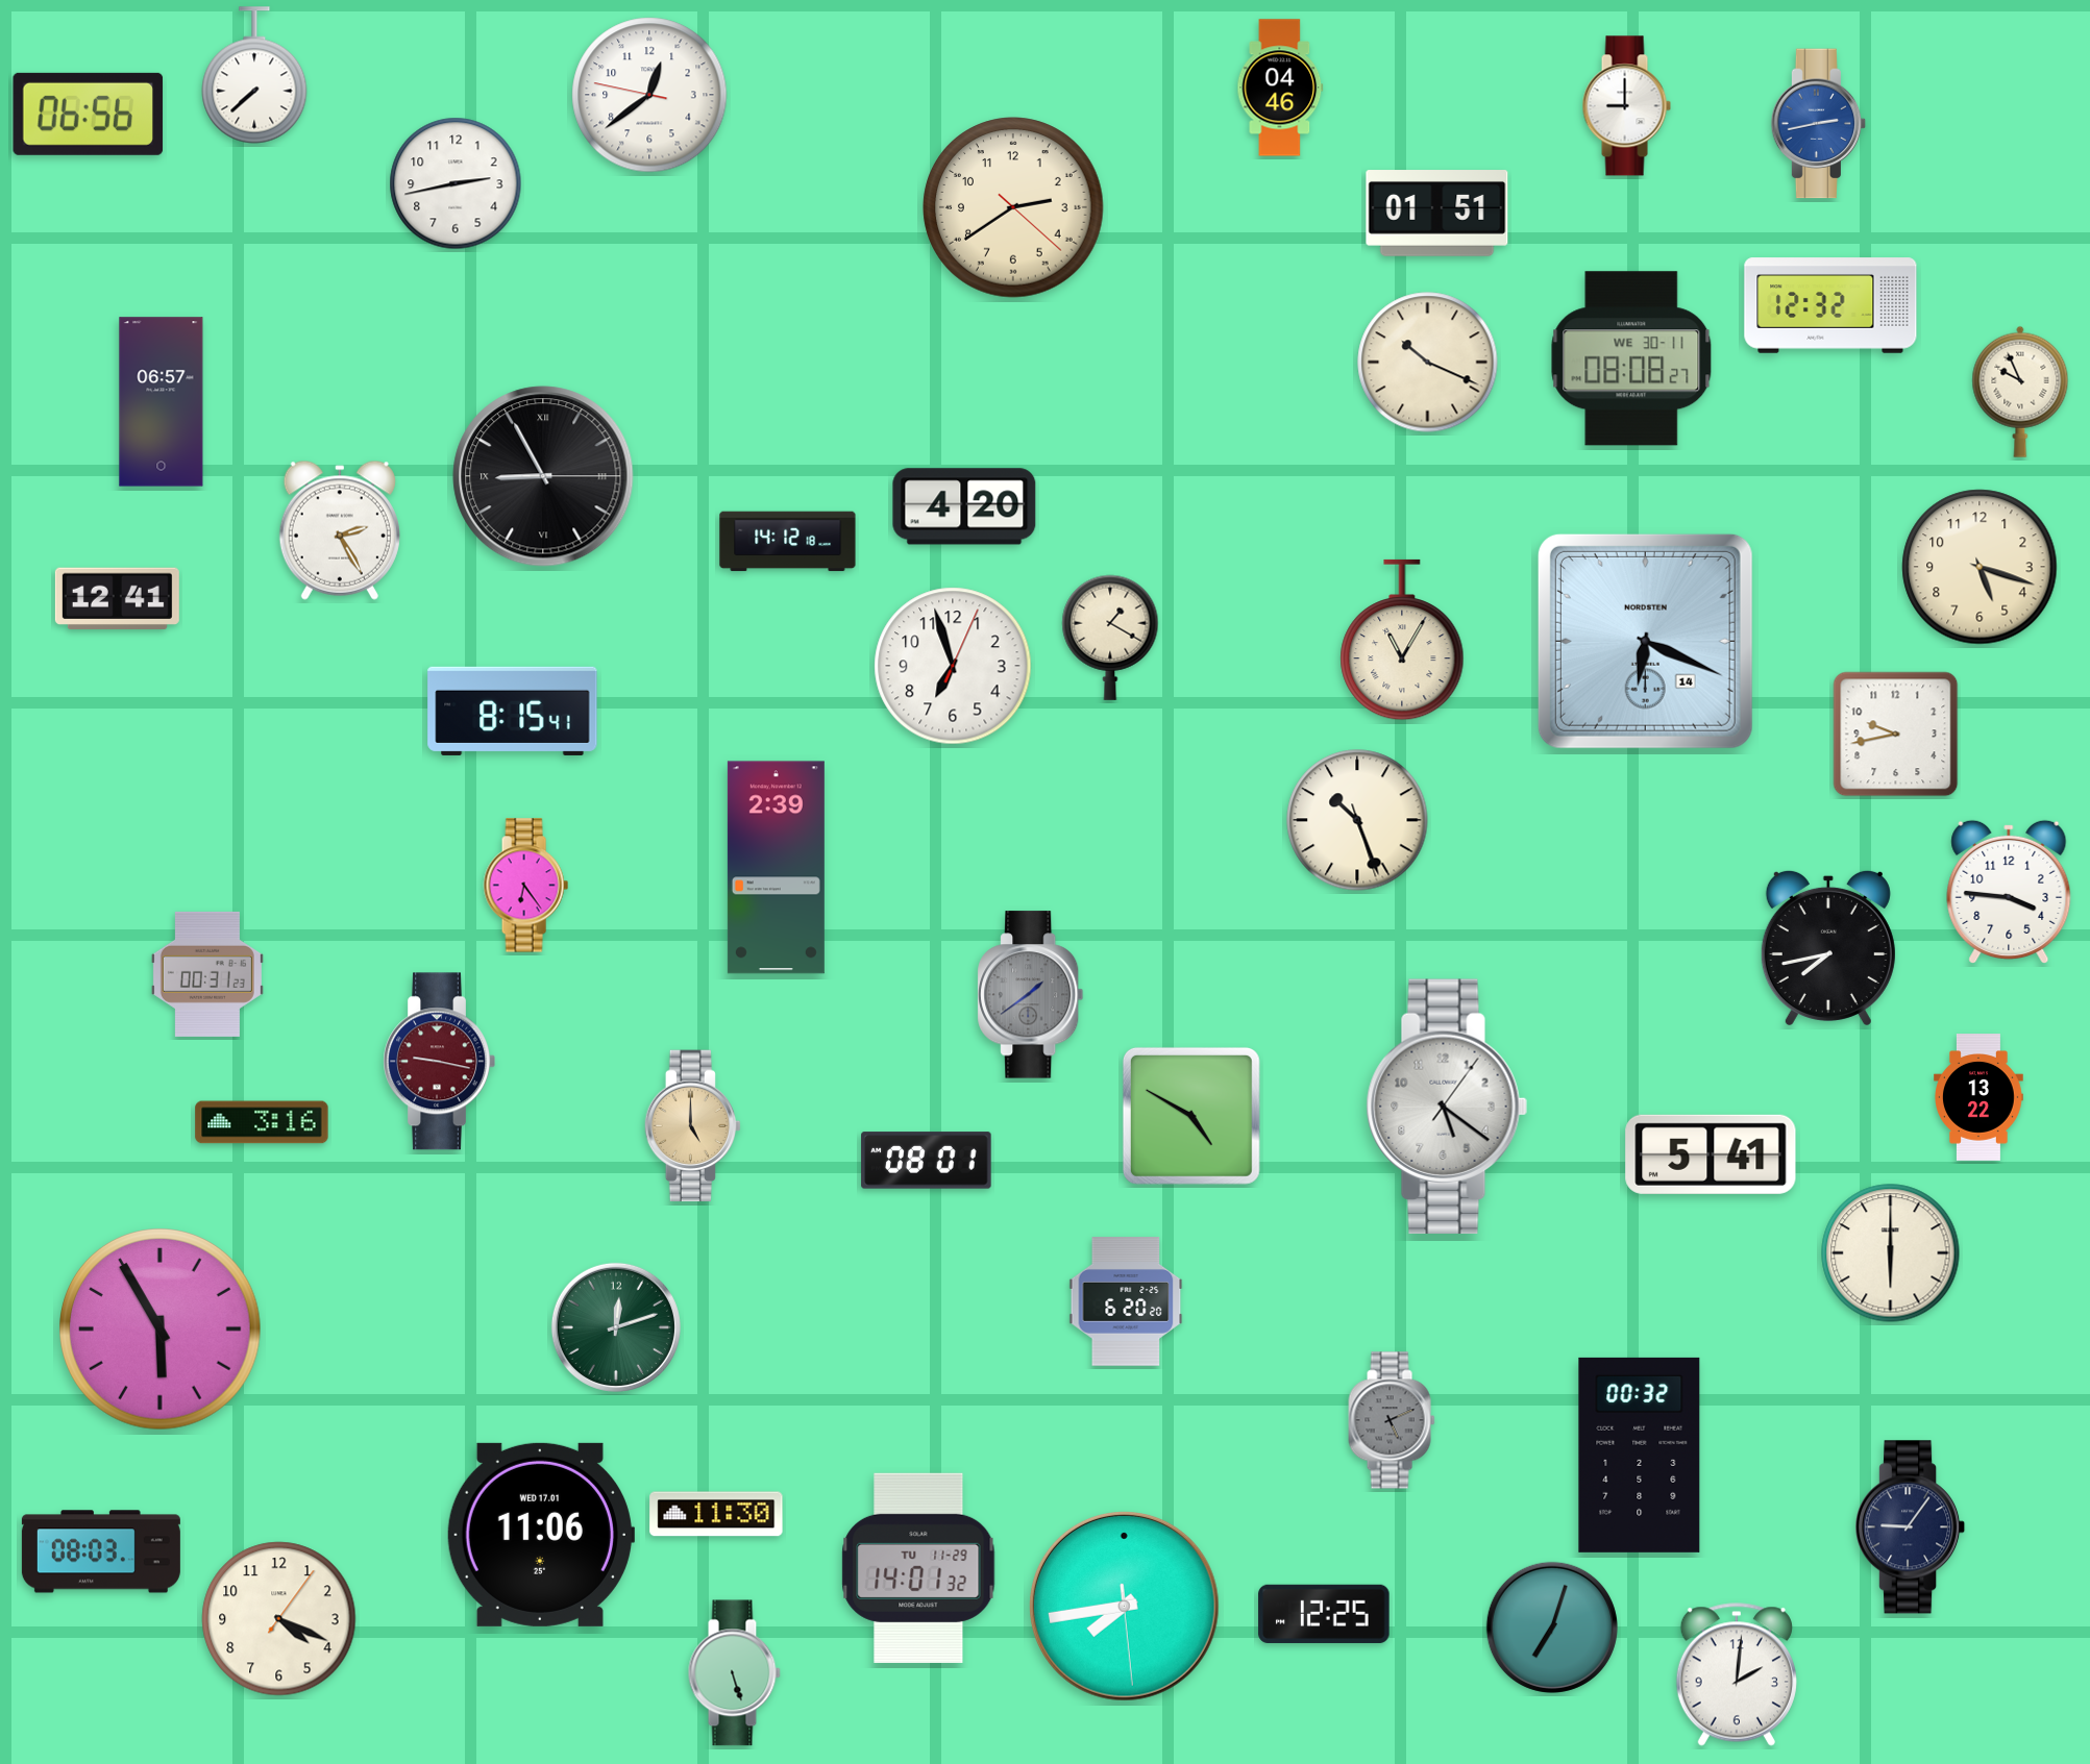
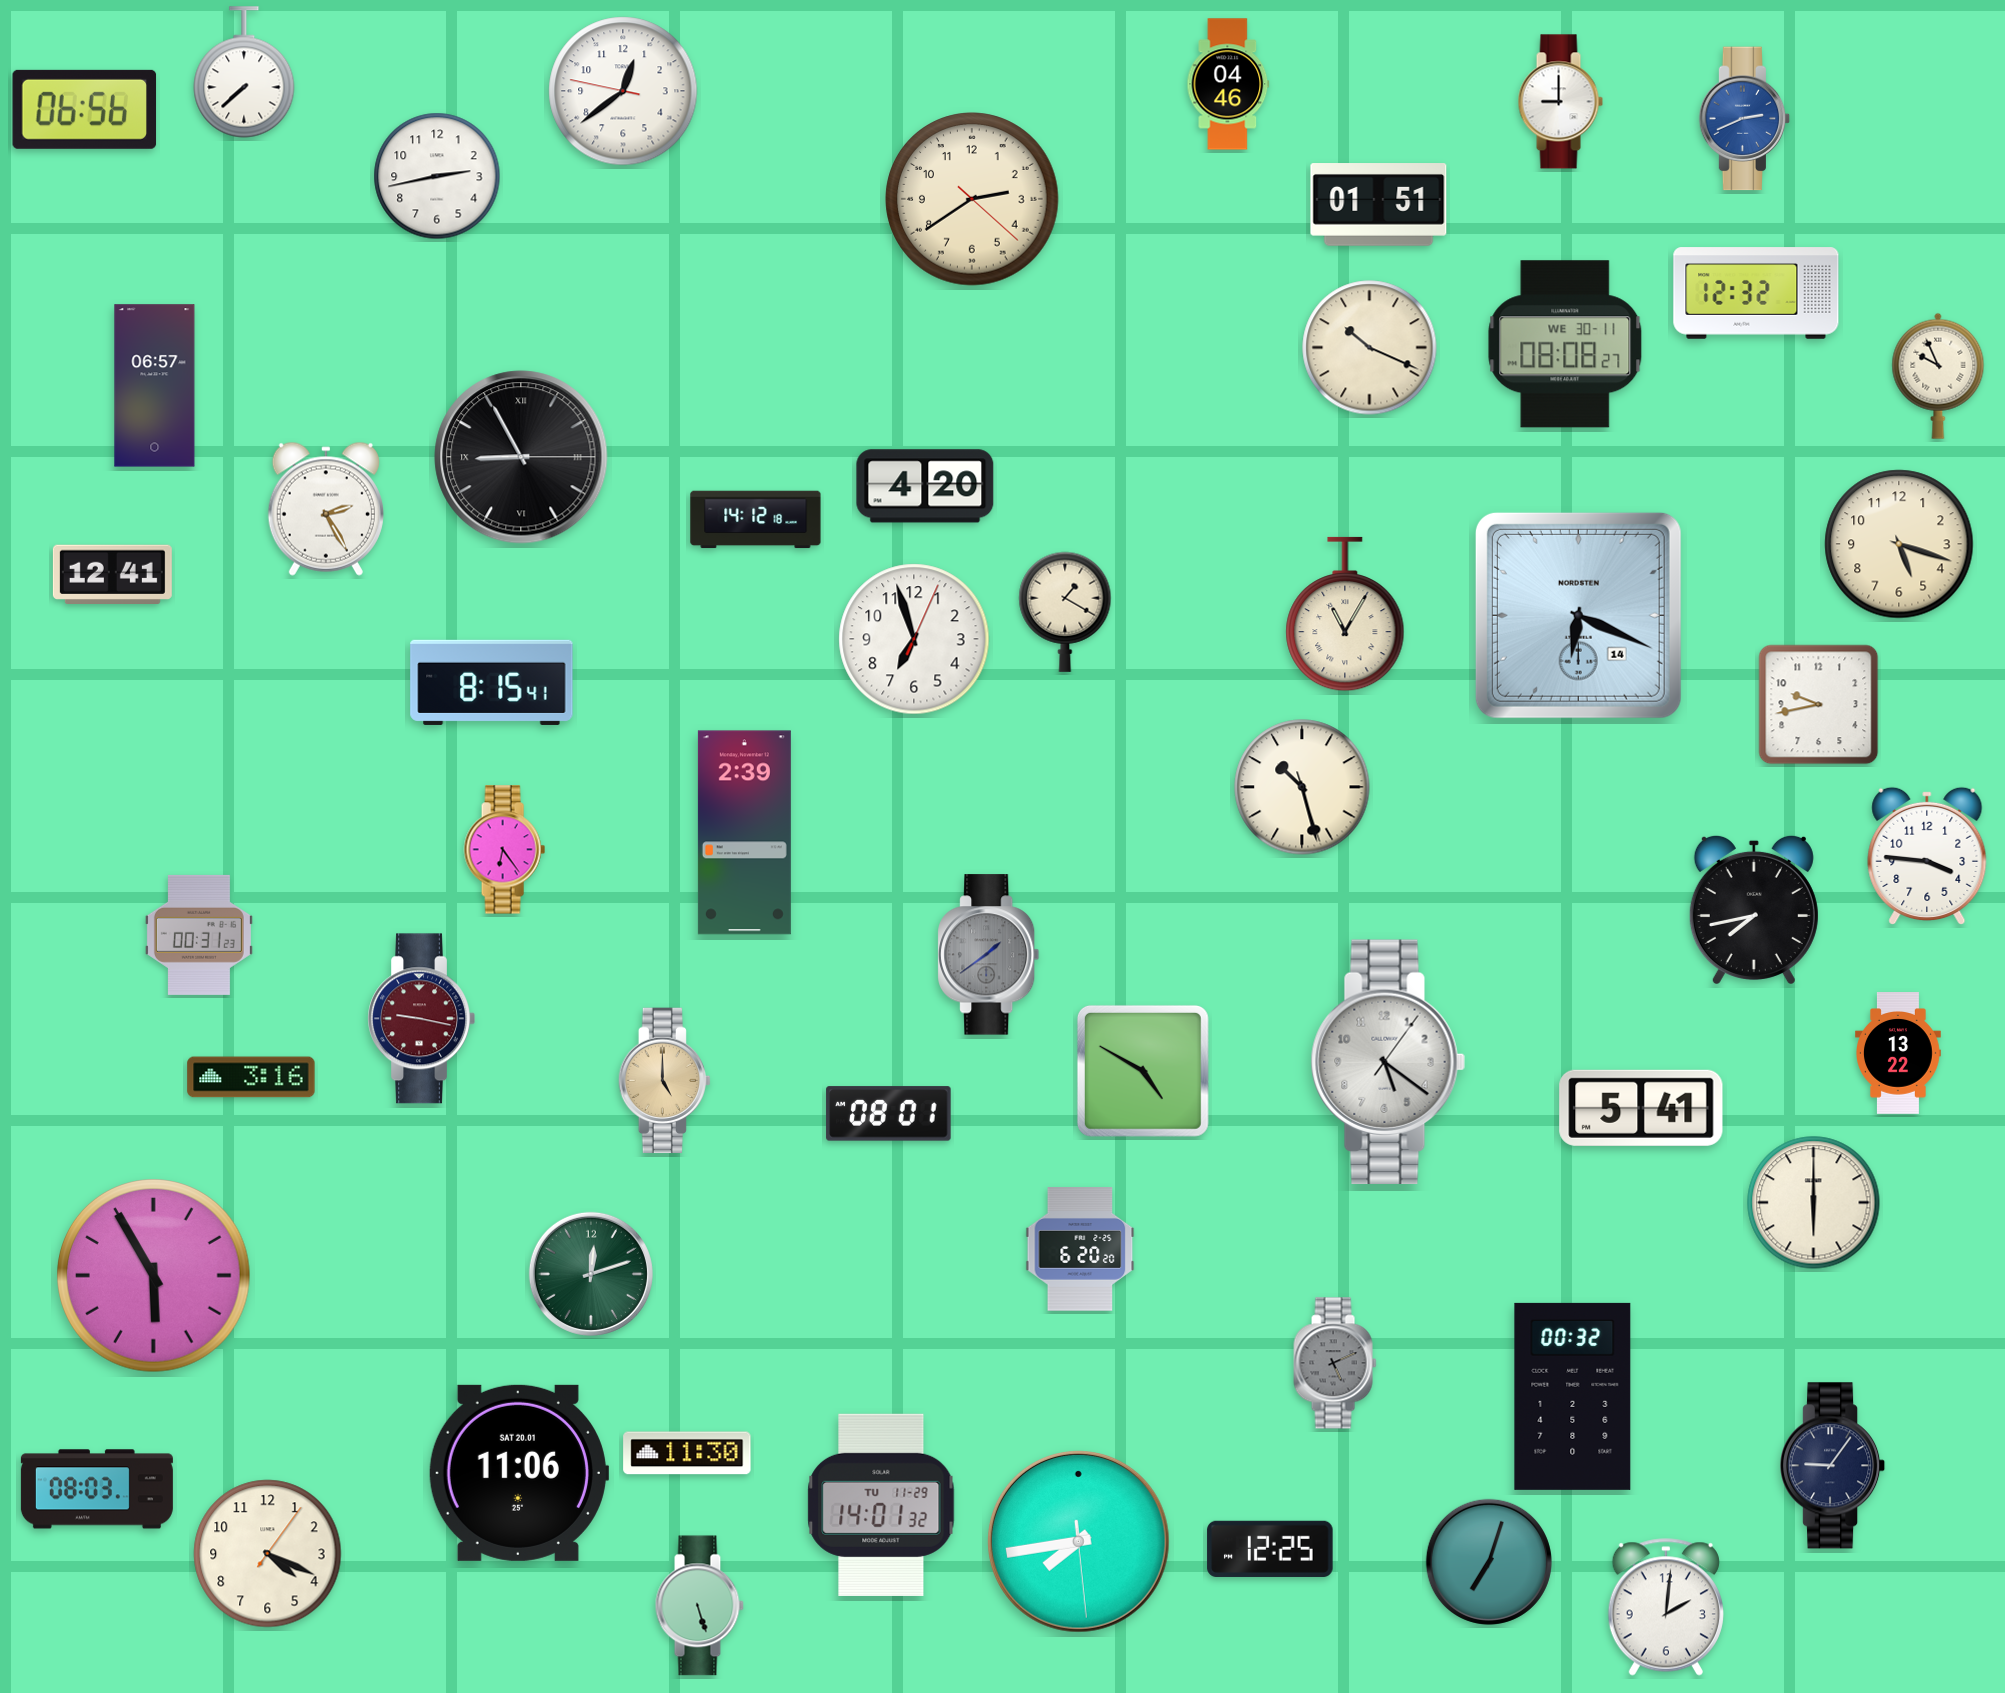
clock at (1819, 124): 2:43 -> 2:41
clock at (1357, 820): 10:26 -> 10:27
clock at (540, 1535) date: WED 17.01 -> SAT 20.01
clock at (734, 1673) position: (734, 1673) -> (699, 1606)
